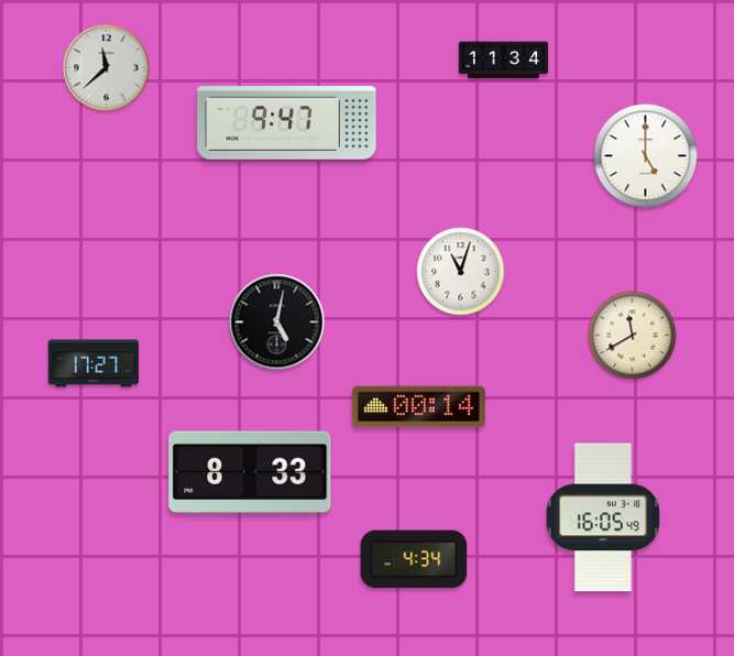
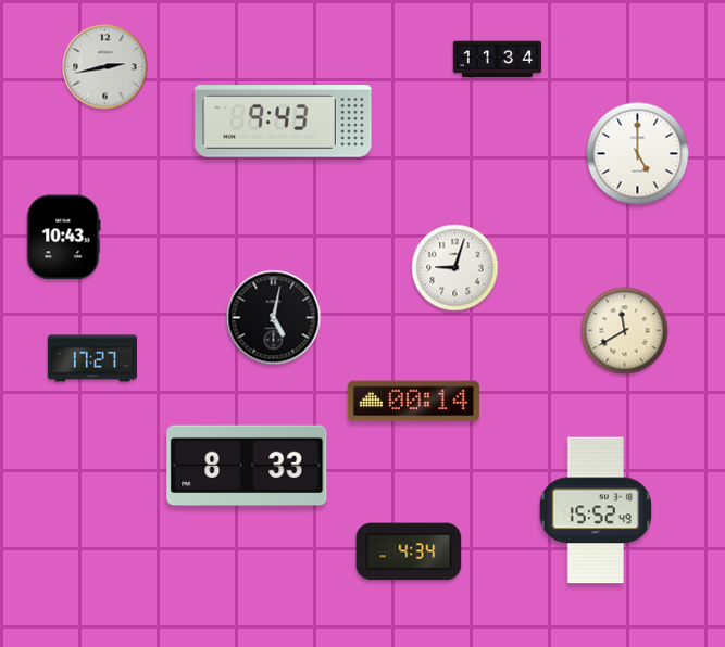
clock at (107, 68): 11:38 -> 2:43
clock at (287, 123): 9:47 -> 9:43
clock at (64, 238): none -> 10:43
clock at (461, 272): 11:03 -> 9:03
clock at (603, 517): 16:05 -> 15:52
